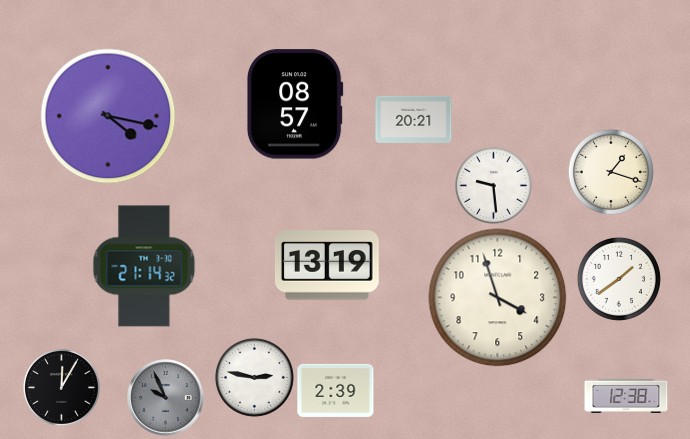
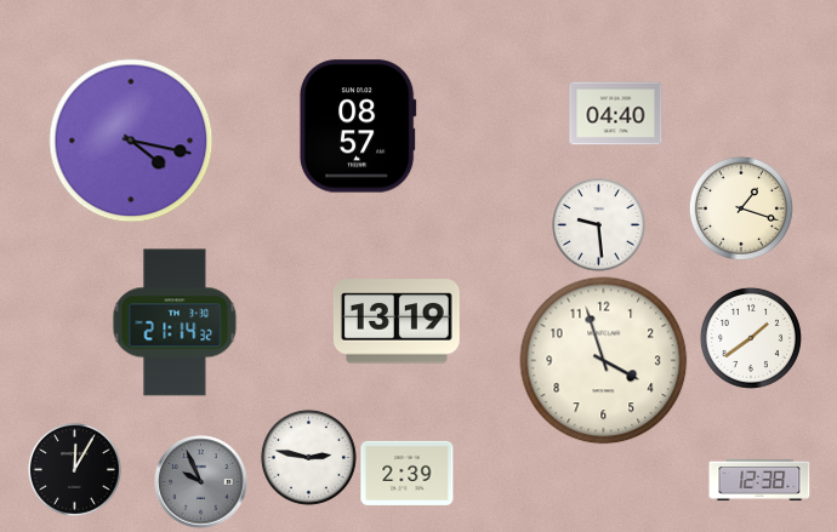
clock at (616, 114): none -> 04:40
clock at (414, 119): 20:21 -> none
